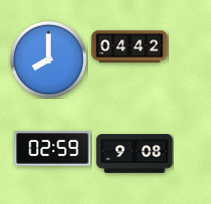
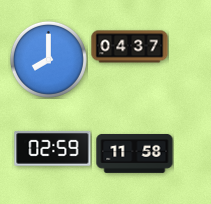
clock at (130, 47): 04:42 -> 04:37
clock at (135, 154): 9:08 -> 11:58
